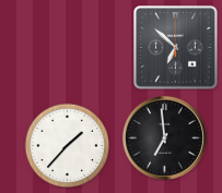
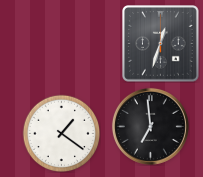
clock at (176, 48): 6:52 -> 12:33
clock at (67, 145): 1:37 -> 1:21
